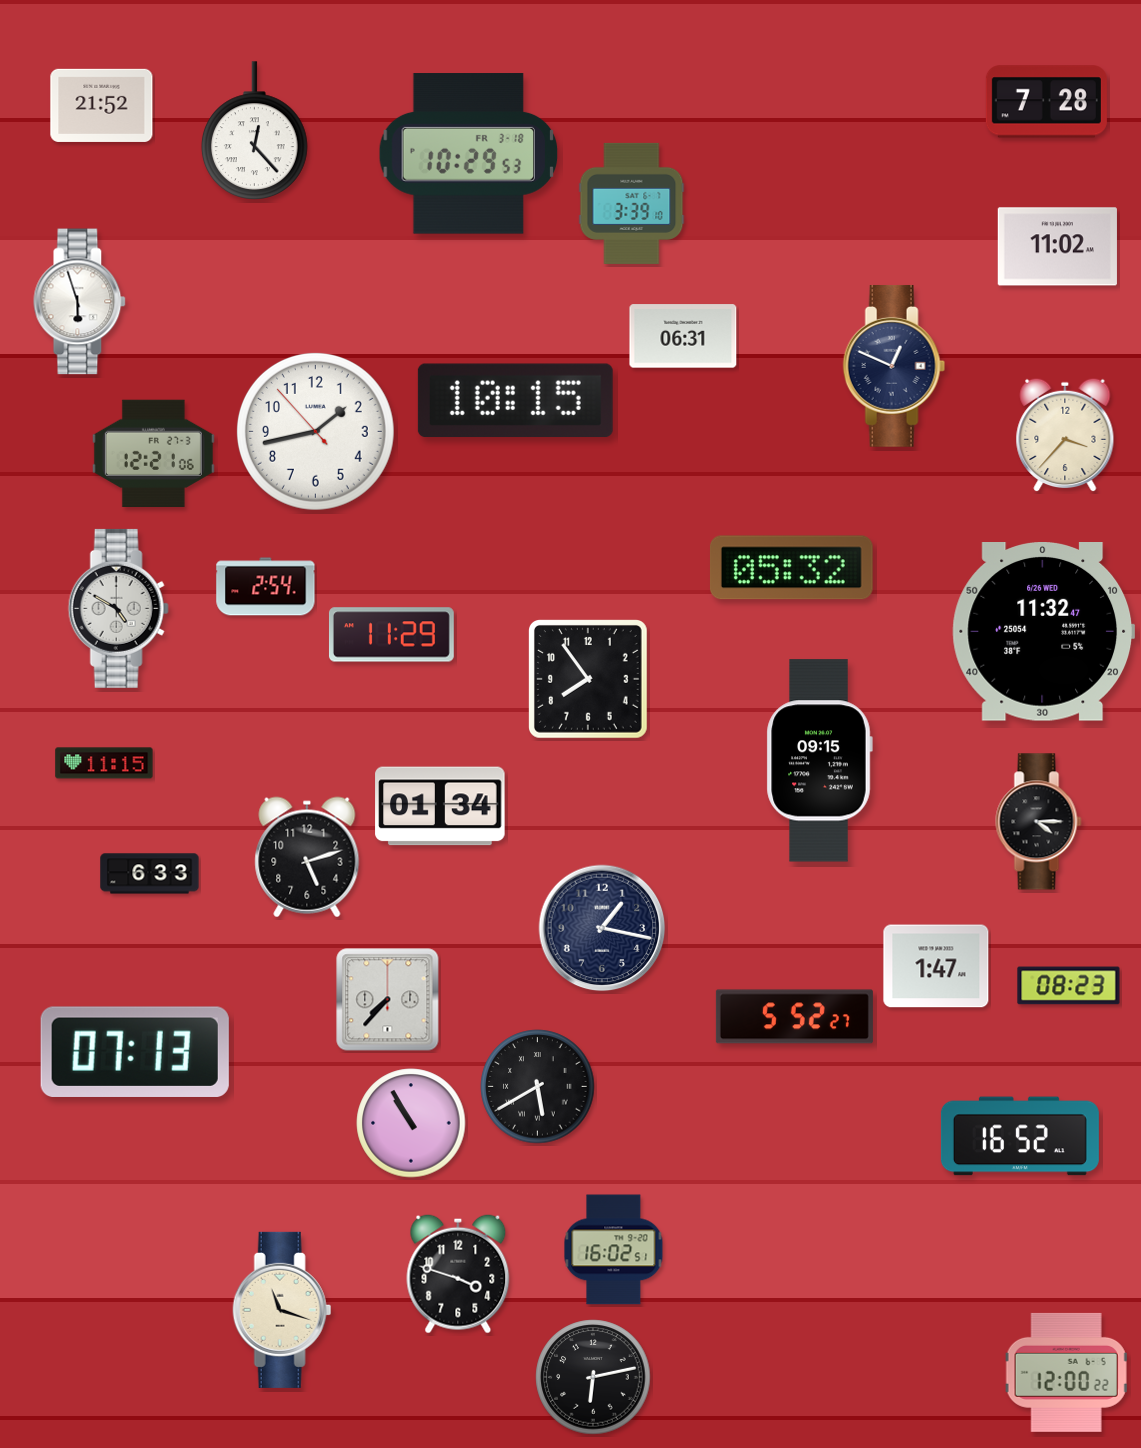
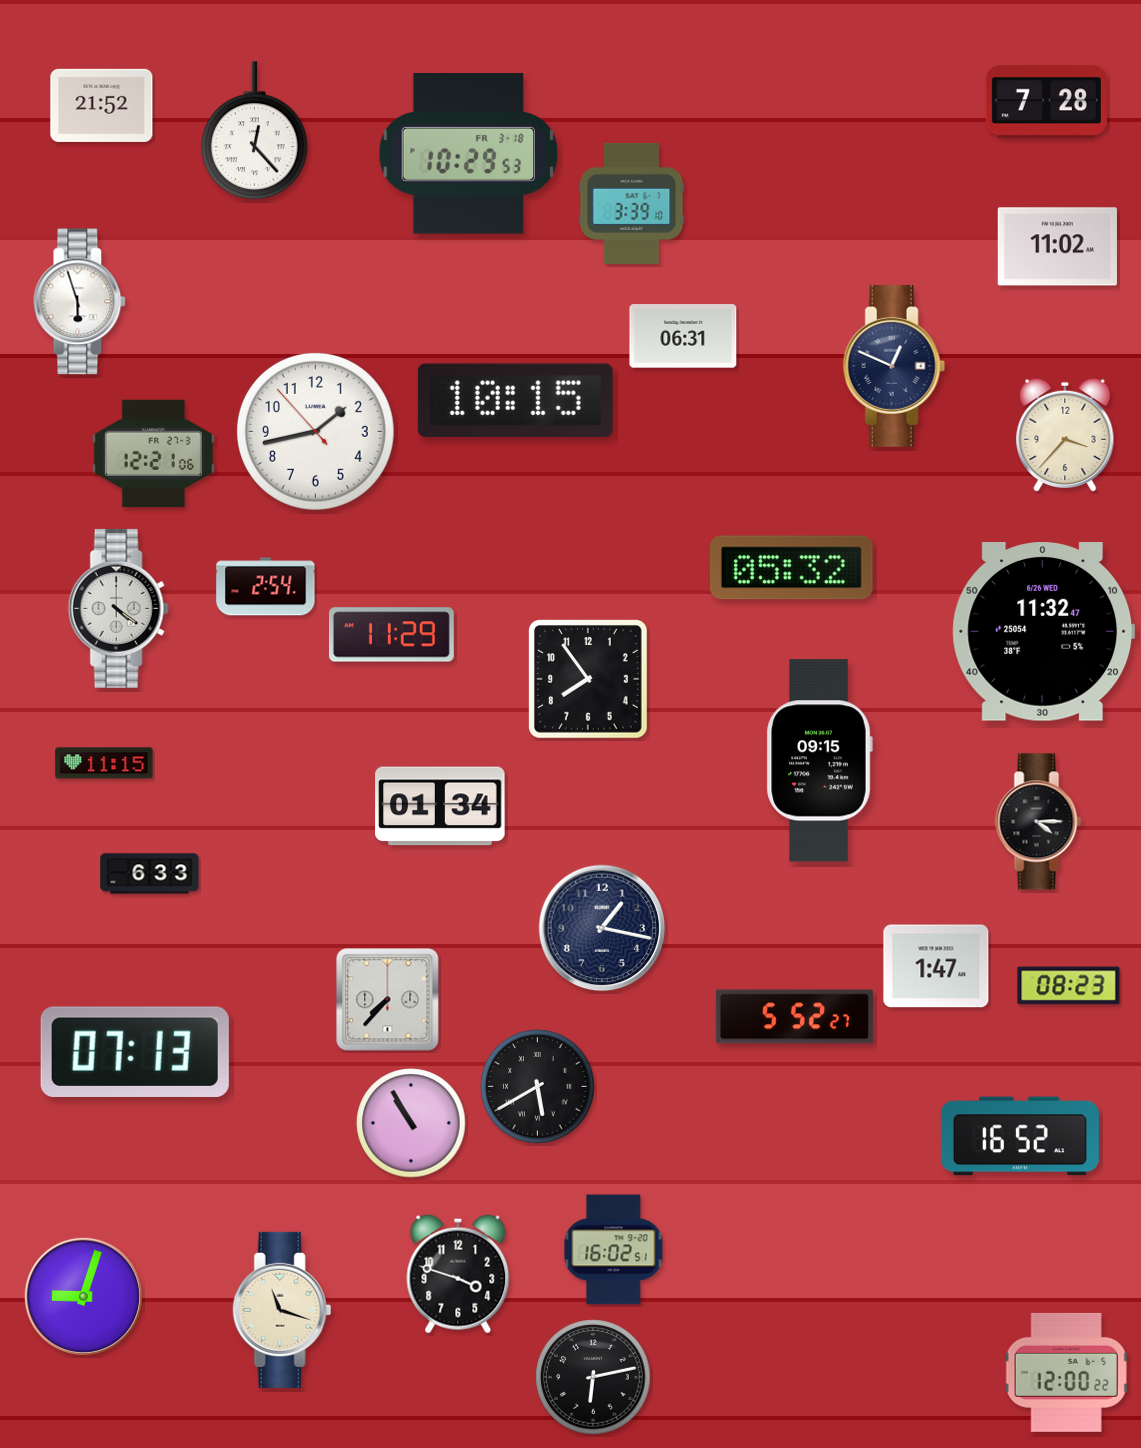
clock at (118, 608): 4:50 -> 4:21
clock at (307, 857): 5:12 -> none
clock at (83, 1296): none -> 9:03
